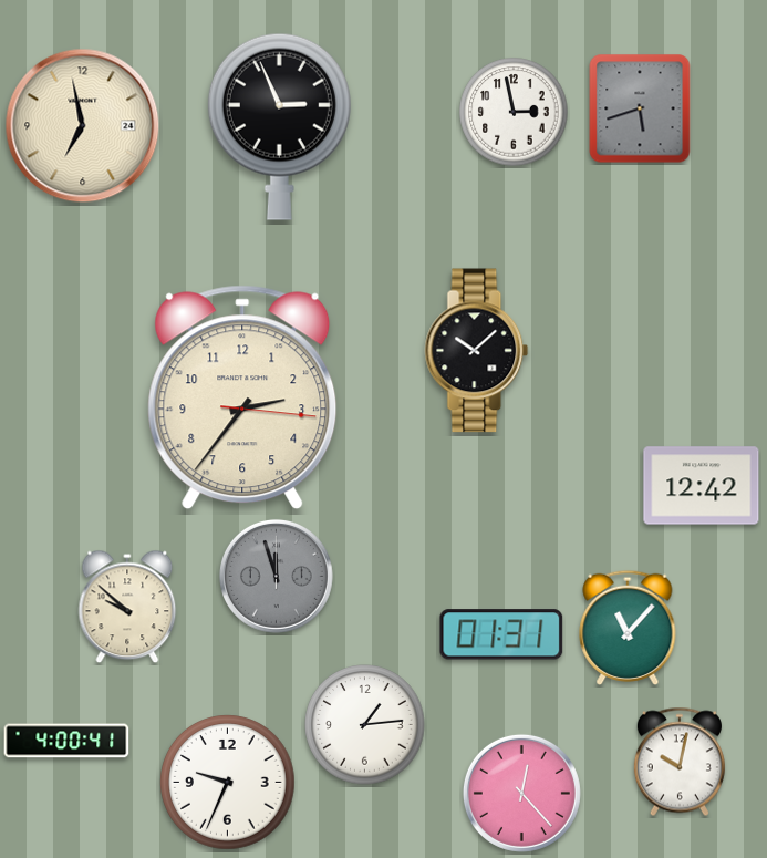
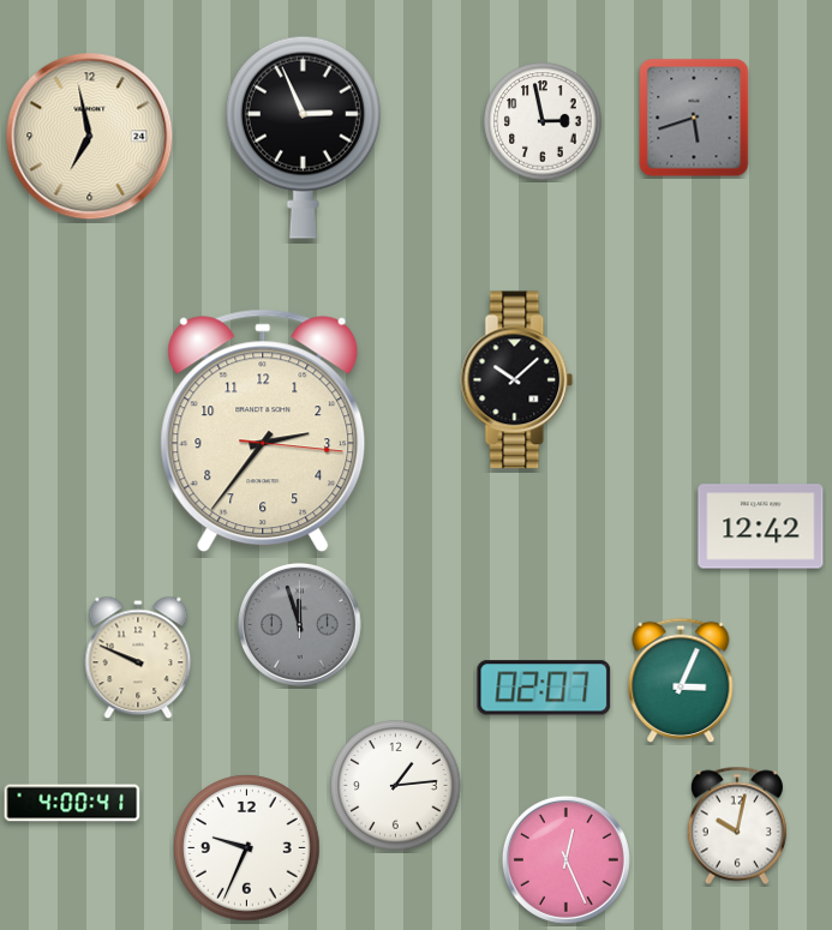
clock at (514, 112) position: (514, 112) -> (543, 121)
clock at (127, 607): 9:52 -> 9:49
clock at (628, 628): 11:07 -> 3:04
clock at (501, 634): 01:31 -> 02:07
clock at (521, 793): 12:23 -> 12:26
